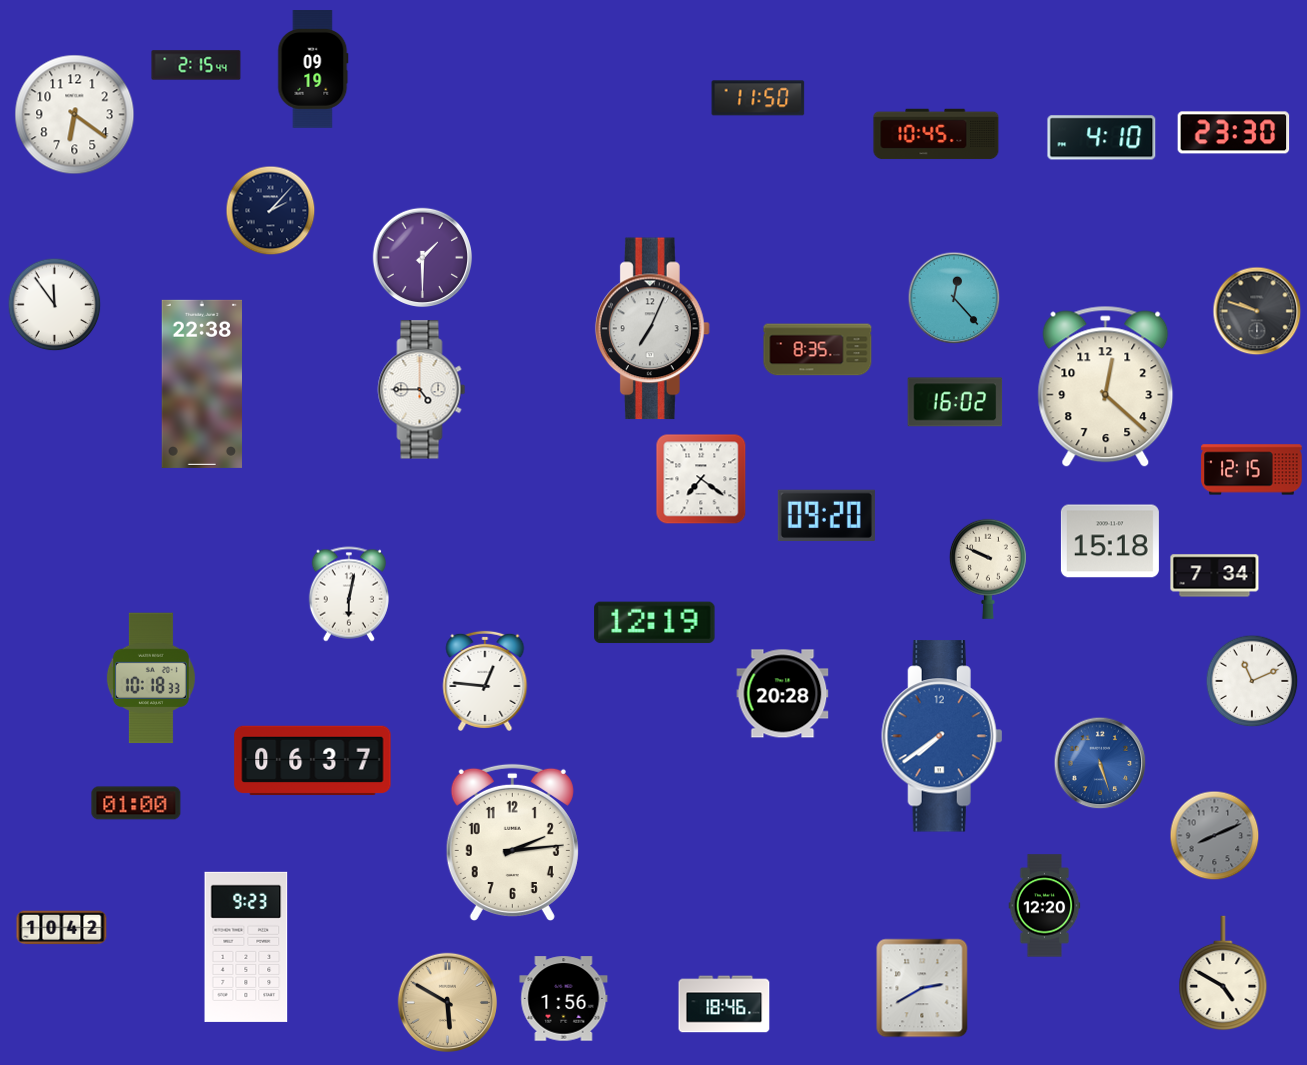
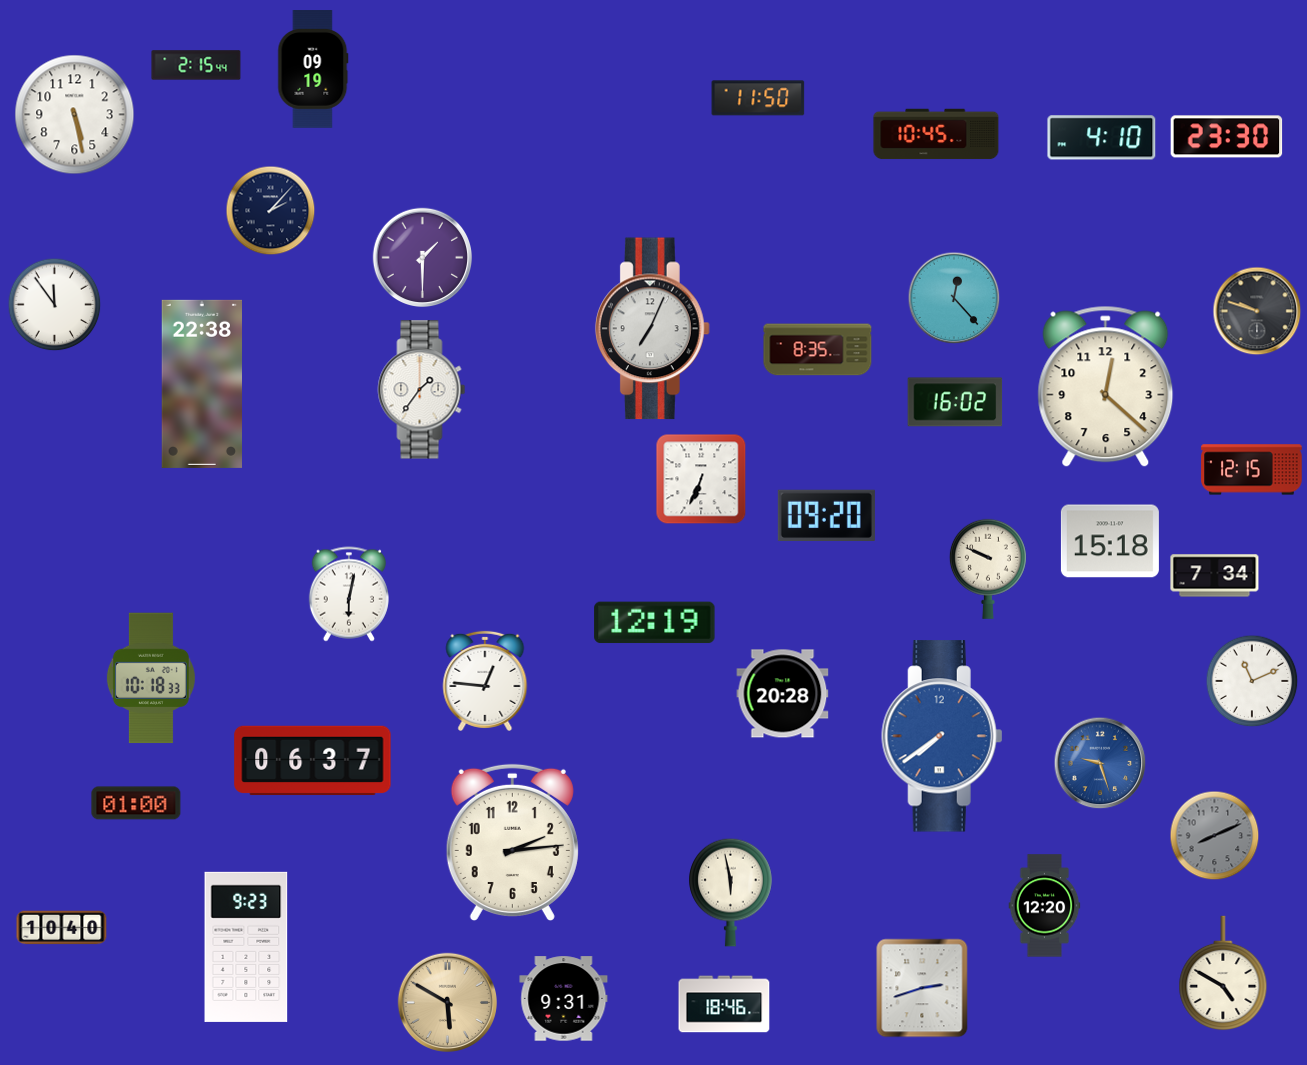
clock at (75, 115): 6:21 -> 5:28
clock at (1234, 133) position: (1234, 133) -> (1227, 137)
clock at (422, 390): 4:45 -> 1:36
clock at (701, 479): 7:21 -> 6:34
clock at (1100, 763): 5:27 -> 9:27
clock at (731, 892): none -> 5:58
clock at (62, 928): 10:42 -> 10:40
clock at (922, 988): 2:40 -> 2:42
clock at (564, 999): 1:56 -> 9:31
